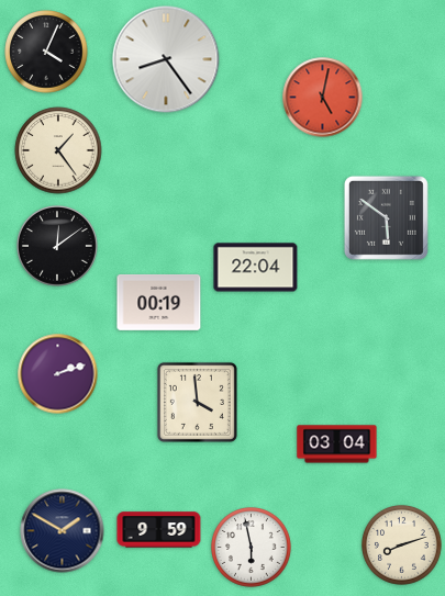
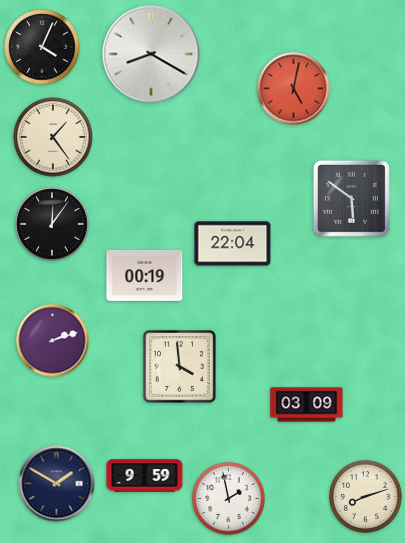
clock at (166, 59): 8:24 -> 8:20
clock at (57, 246): 12:09 -> 12:06
clock at (337, 445): 03:04 -> 03:09
clock at (159, 530) position: (159, 530) -> (145, 476)
clock at (252, 548): 5:58 -> 1:58
